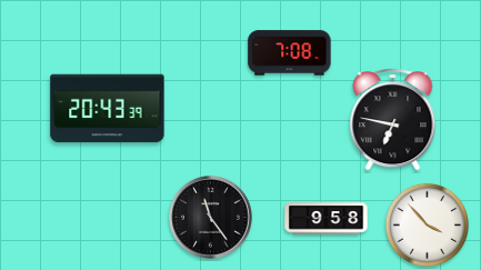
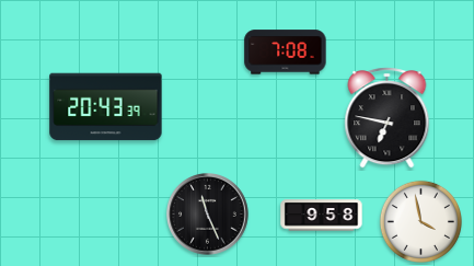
clock at (211, 218): 11:24 -> 11:26
clock at (427, 224): 3:53 -> 3:58
